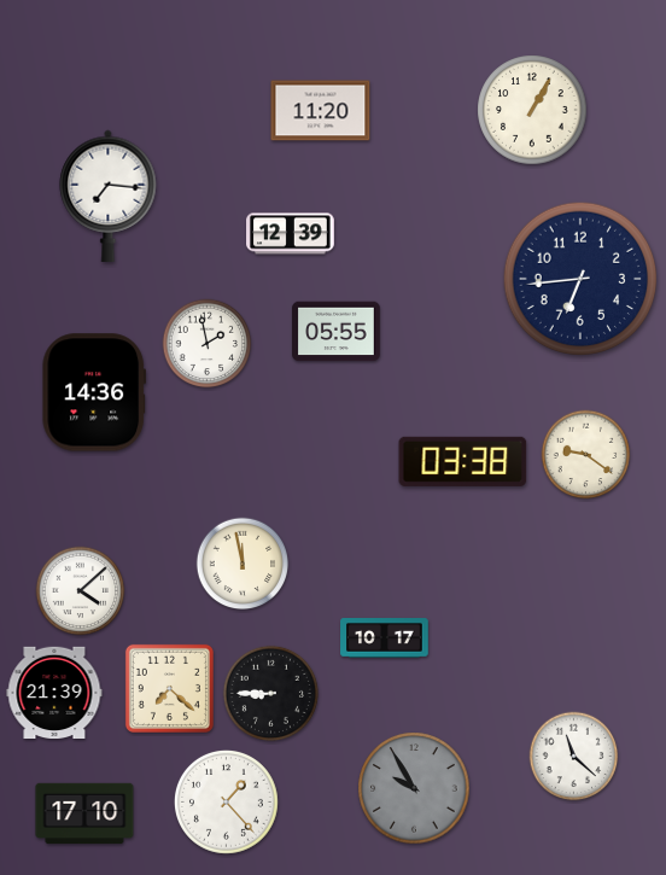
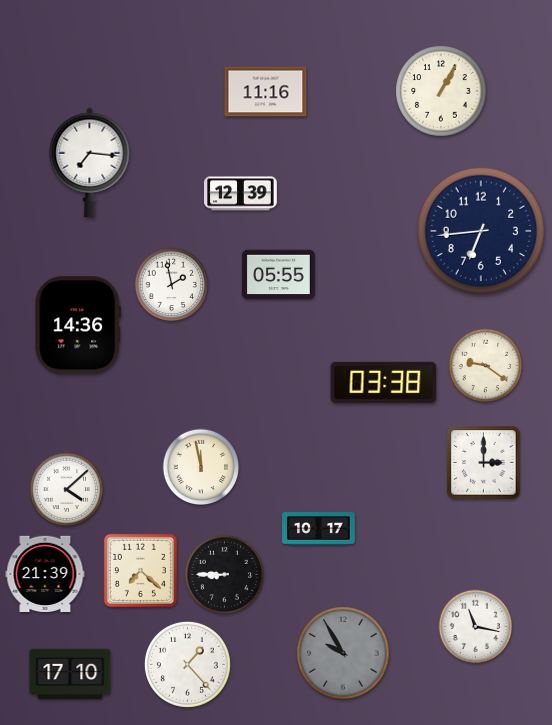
clock at (321, 111): 11:20 -> 11:16
clock at (586, 455) position: (586, 455) -> (486, 366)
clock at (484, 463): none -> 3:00
clock at (574, 757): 11:22 -> 11:17
